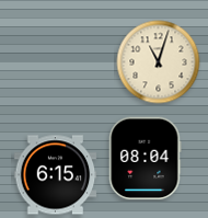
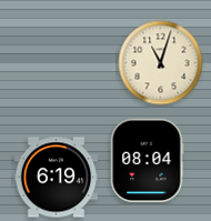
clock at (56, 175): 6:15 -> 6:19
